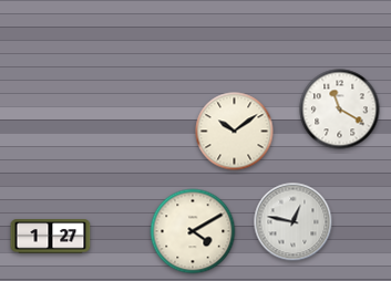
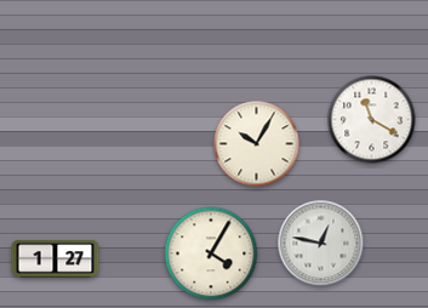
clock at (235, 132): 10:09 -> 10:05
clock at (193, 231): 4:10 -> 4:05
